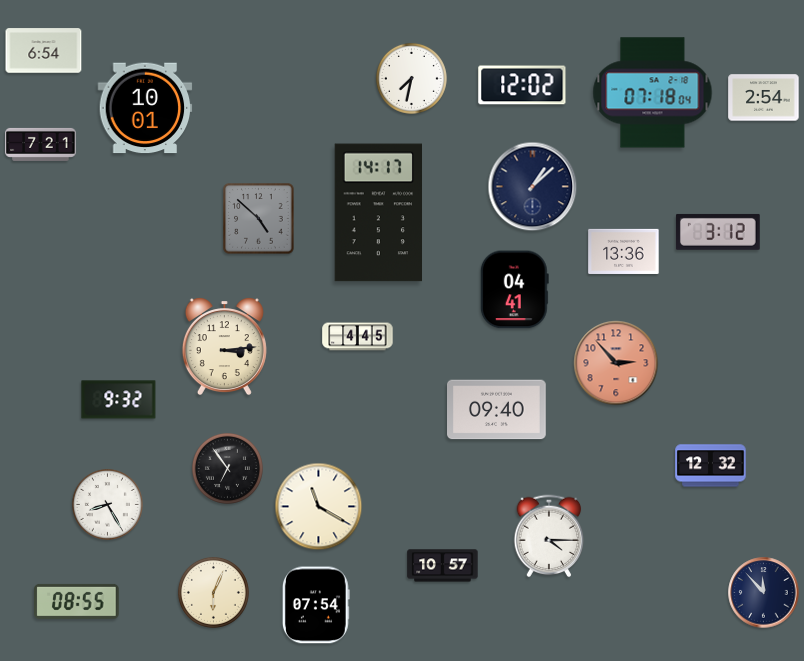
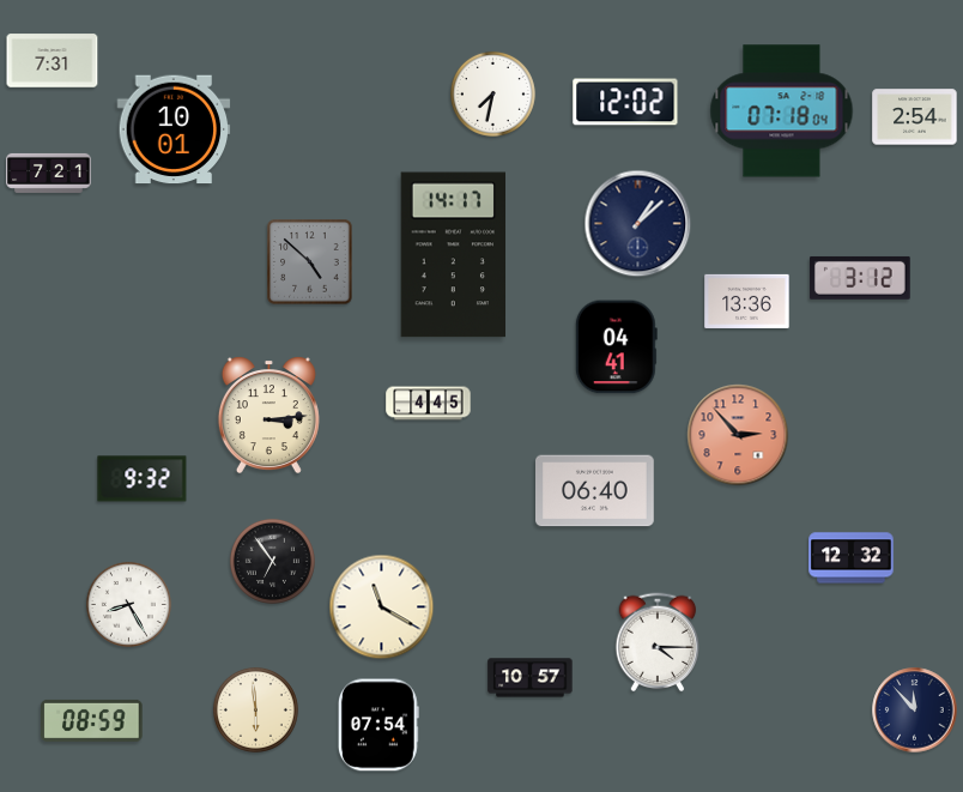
clock at (44, 51): 6:54 -> 7:31
clock at (497, 410): 09:40 -> 06:40
clock at (213, 592): 6:04 -> 5:59
clock at (77, 601): 08:55 -> 08:59
